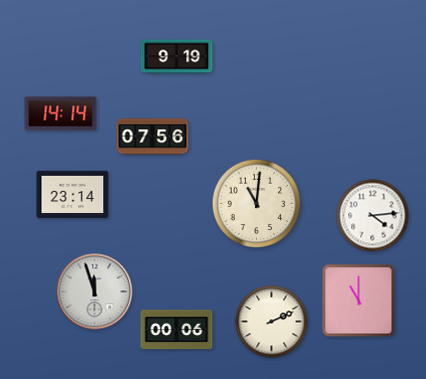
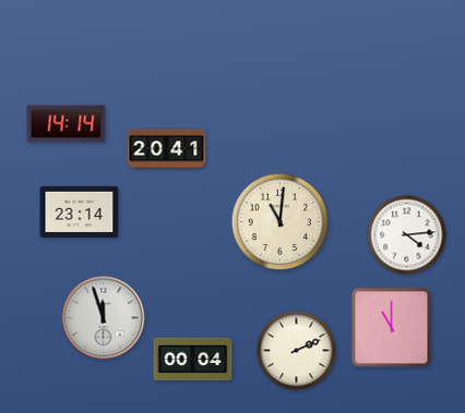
clock at (177, 57): 9:19 -> none
clock at (153, 137): 07:56 -> 20:41
clock at (177, 330): 00:06 -> 00:04
